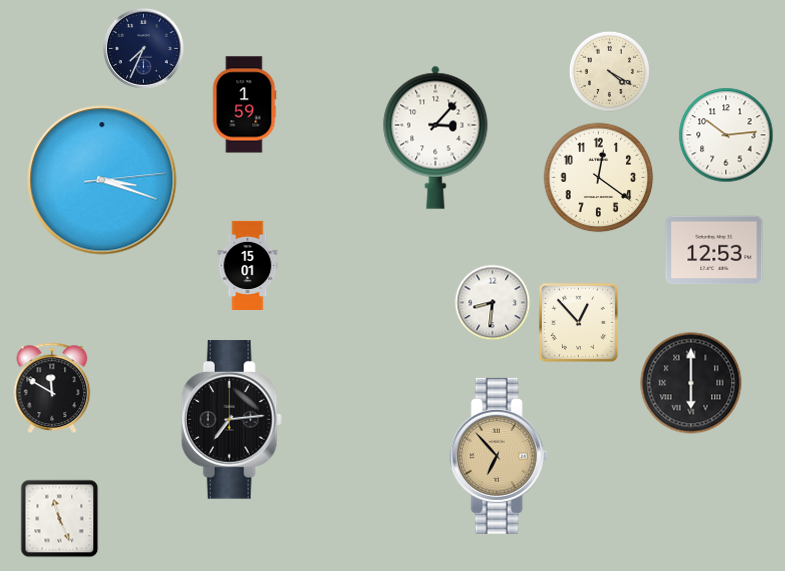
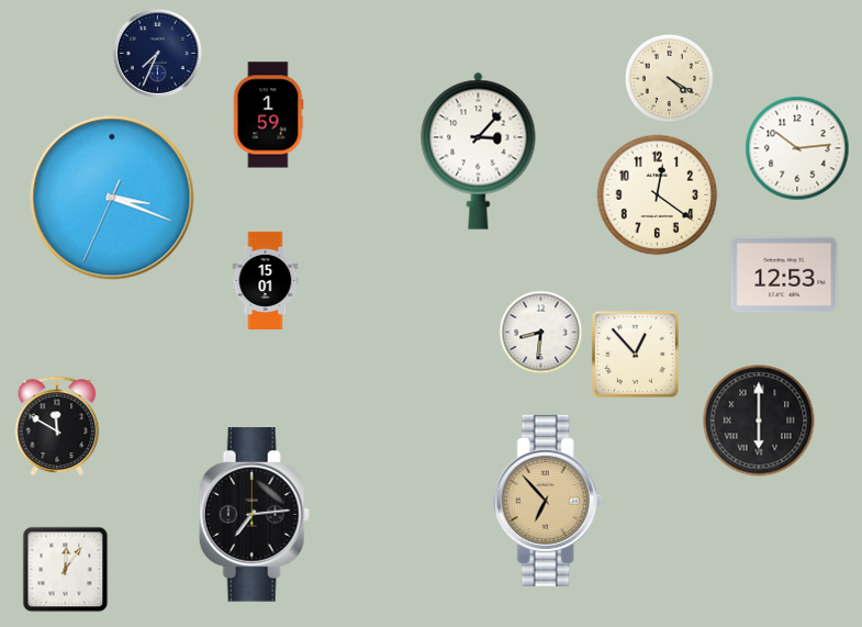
clock at (102, 180): 3:18:14 -> 3:18:34
clock at (248, 265) position: (248, 265) -> (266, 280)
clock at (231, 420) position: (231, 420) -> (254, 515)
clock at (60, 519): 11:26 -> 12:06
